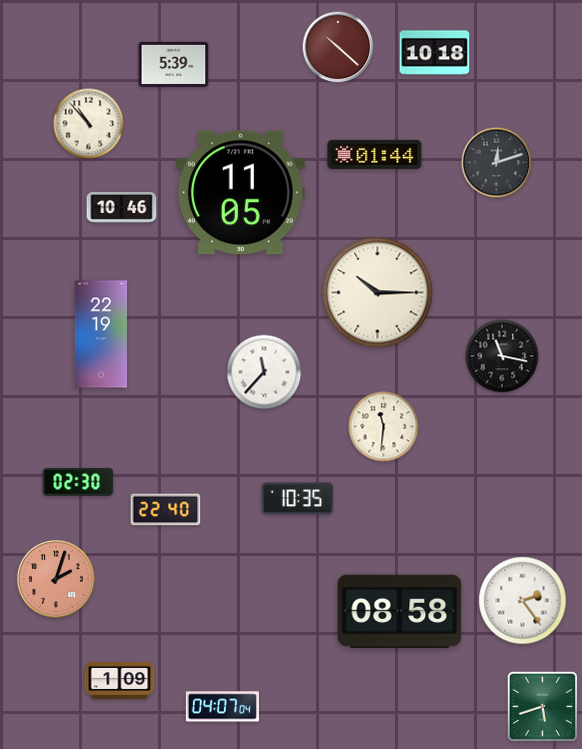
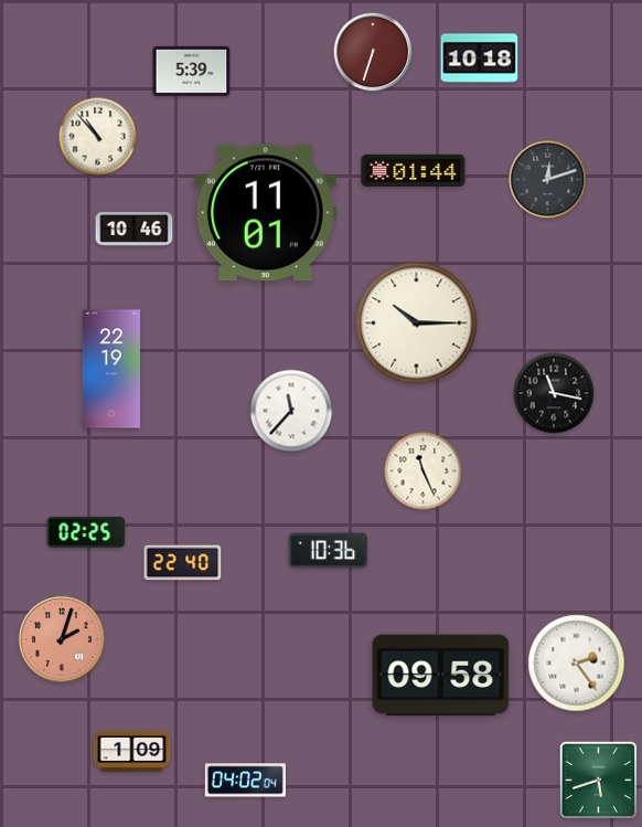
clock at (338, 47): 10:22 -> 6:33
clock at (240, 193): 11:05 -> 11:01
clock at (384, 427): 11:31 -> 11:26
clock at (78, 482): 02:30 -> 02:25
clock at (298, 499): 10:35 -> 10:36
clock at (400, 612): 08:58 -> 09:58
clock at (222, 707): 04:07 -> 04:02
